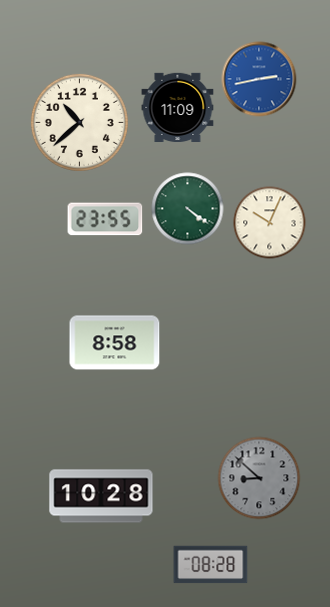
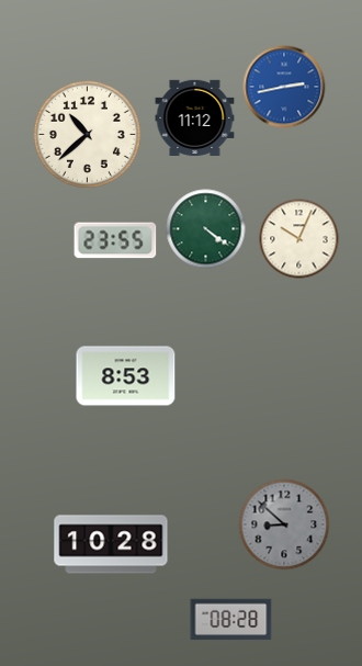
clock at (178, 107): 11:09 -> 11:12
clock at (270, 223) position: (270, 223) -> (299, 239)
clock at (115, 343): 8:58 -> 8:53
